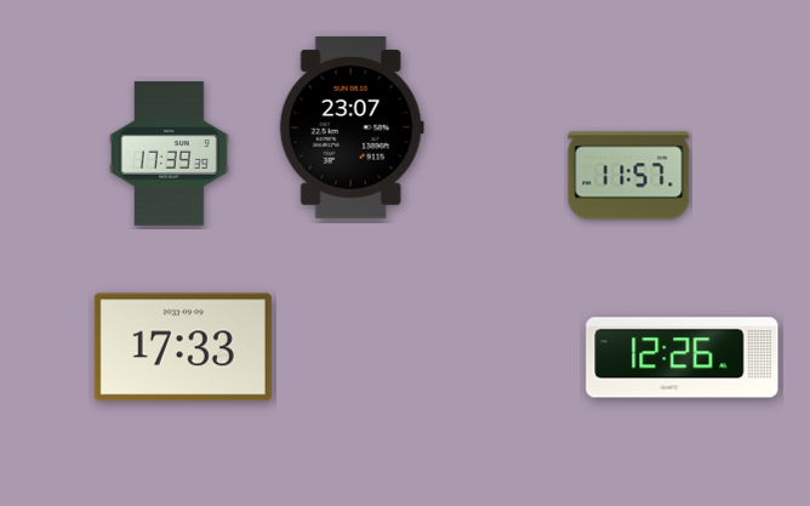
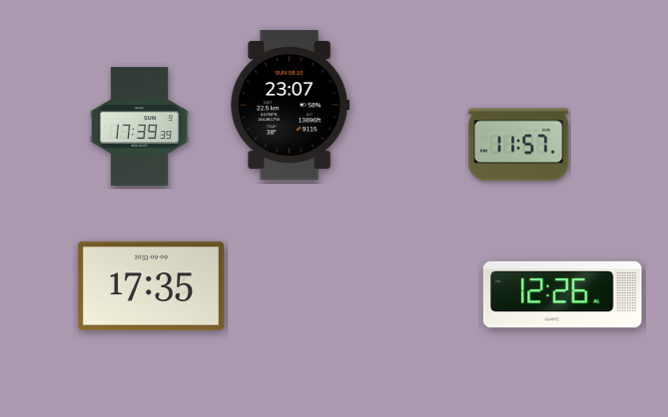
clock at (183, 347): 17:33 -> 17:35
